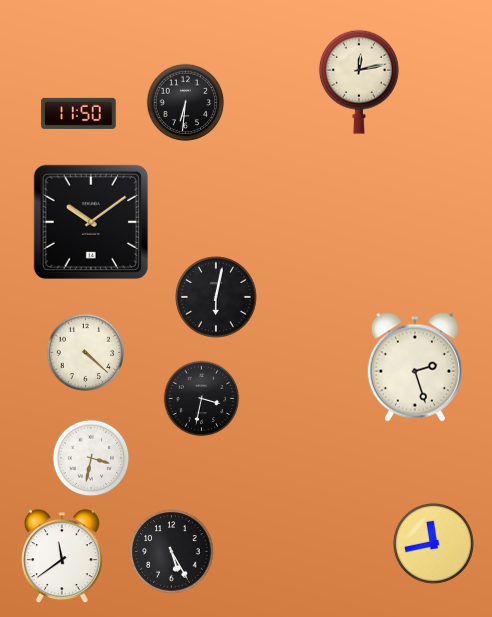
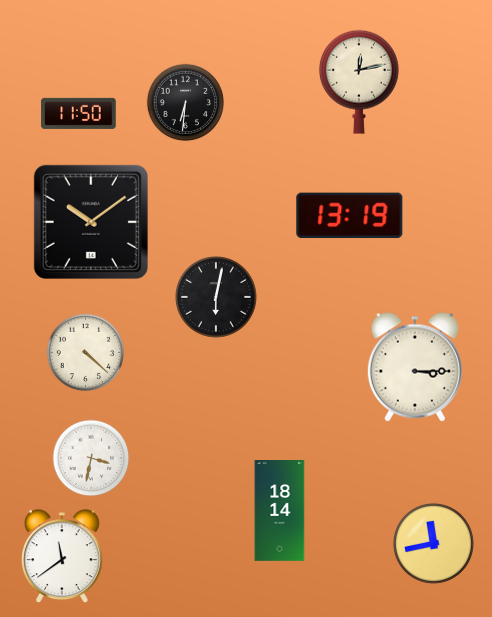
clock at (350, 216): none -> 13:19
clock at (415, 367): 2:27 -> 3:15
clock at (202, 399): 3:32 -> none
clock at (280, 511): none -> 18:14
clock at (172, 552): 5:25 -> none
